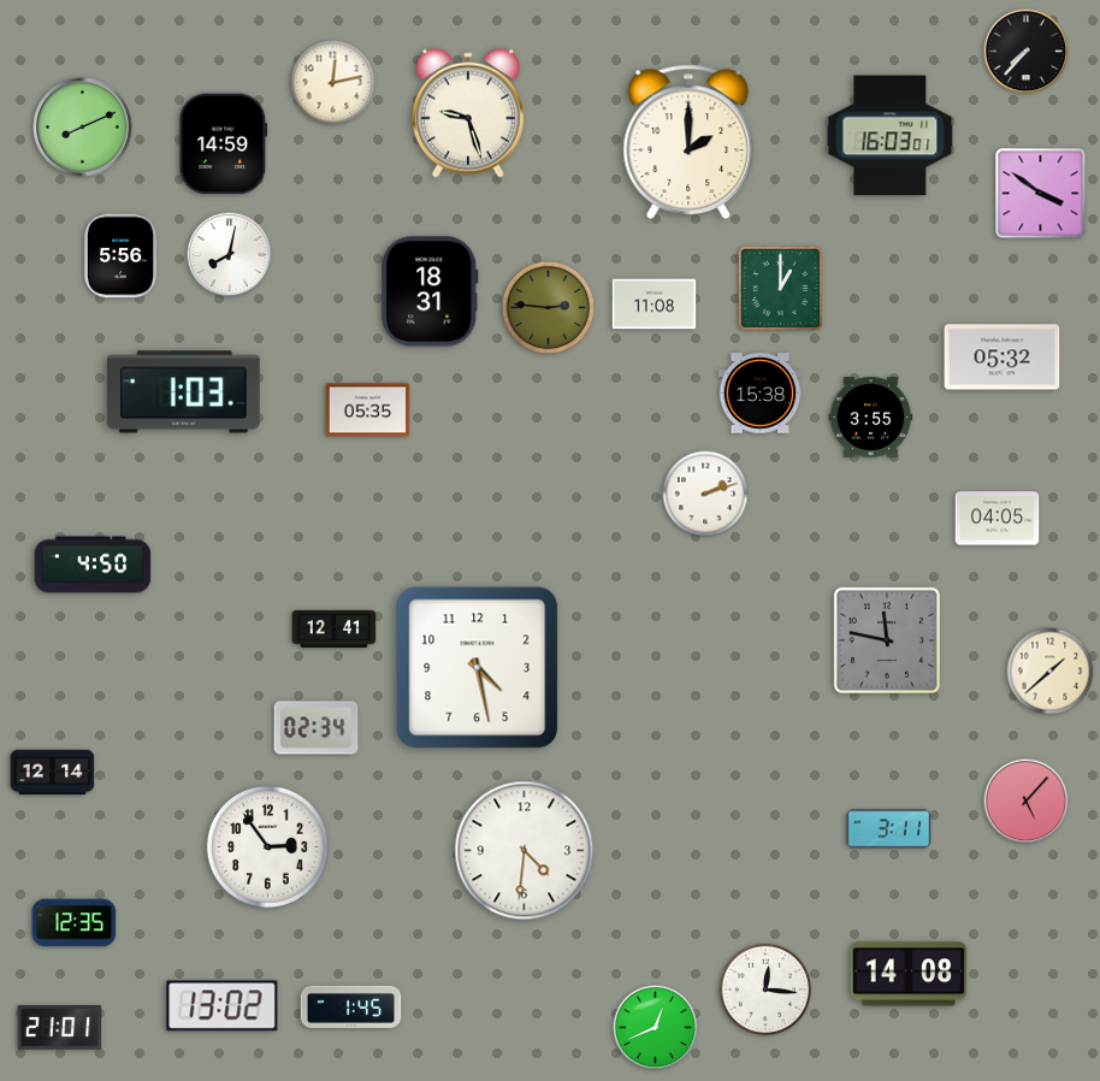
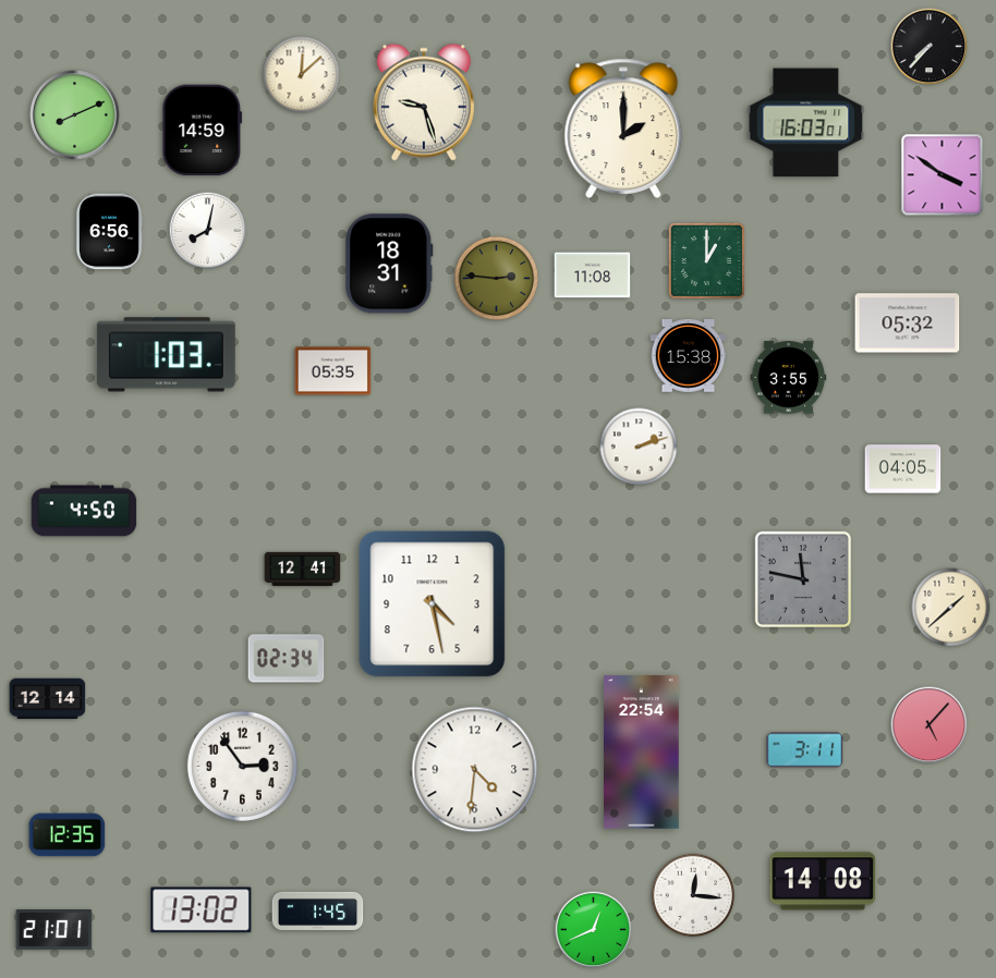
clock at (333, 83): 12:13 -> 12:08
clock at (120, 256): 5:56 -> 6:56
clock at (642, 753): none -> 22:54
